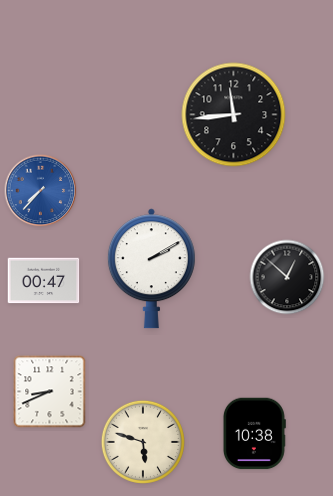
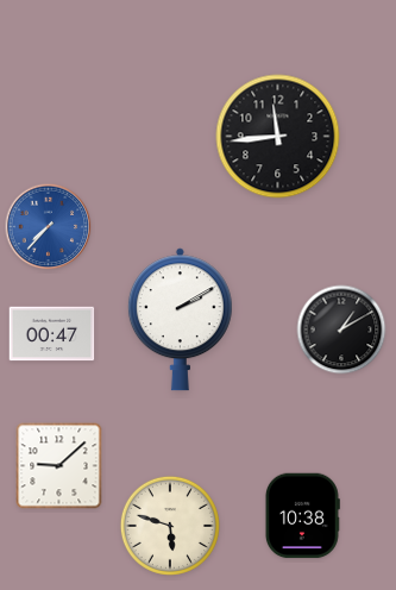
clock at (287, 277): 12:52 -> 1:10
clock at (50, 392): 8:41 -> 9:08
